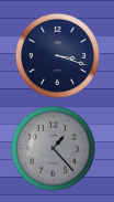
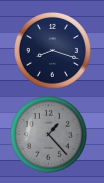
clock at (57, 55): 3:18 -> 8:18
